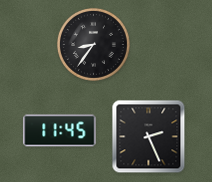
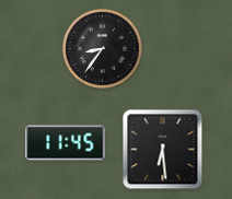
clock at (149, 137): 2:26 -> 6:29
